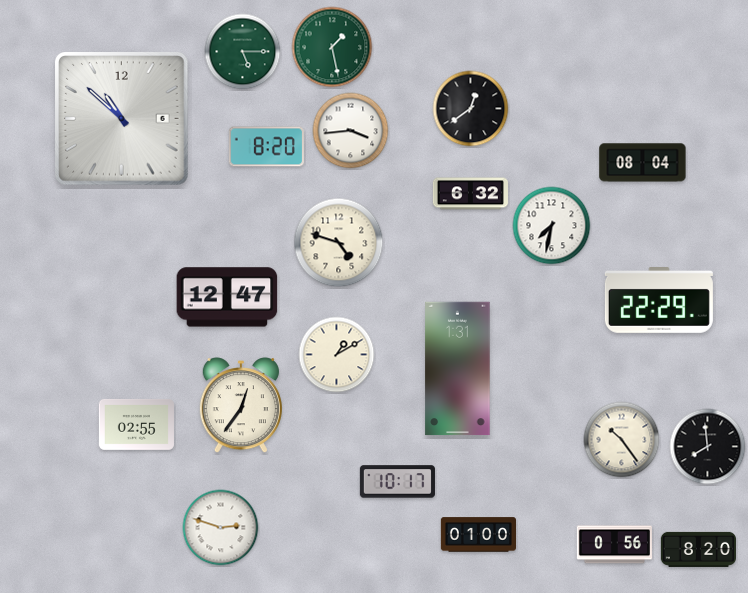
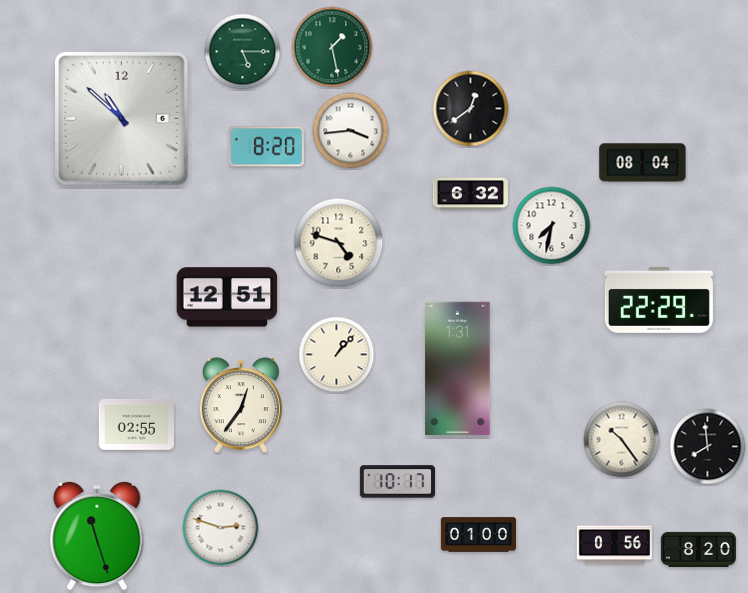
clock at (227, 297): 12:47 -> 12:51
clock at (337, 355): 1:10 -> 1:07
clock at (97, 536): none -> 11:27
